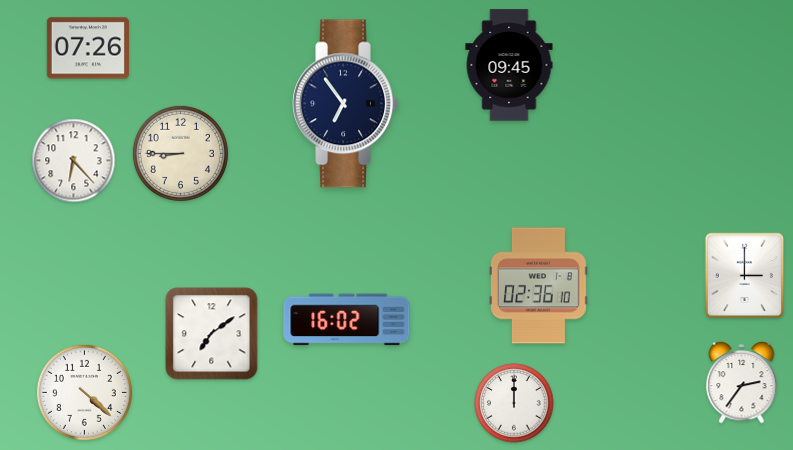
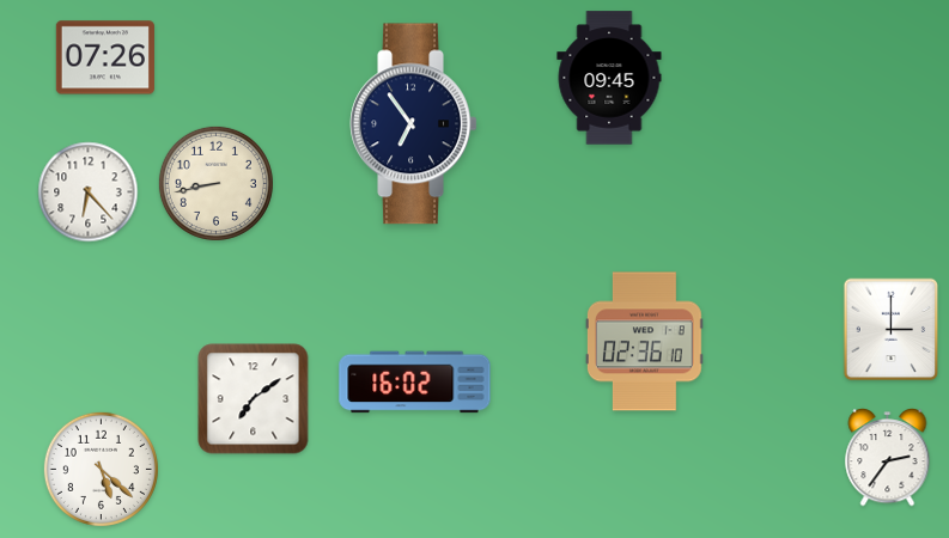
clock at (180, 153): 8:45 -> 8:43
clock at (84, 392): 4:22 -> 5:22
clock at (514, 403): 12:00 -> none
